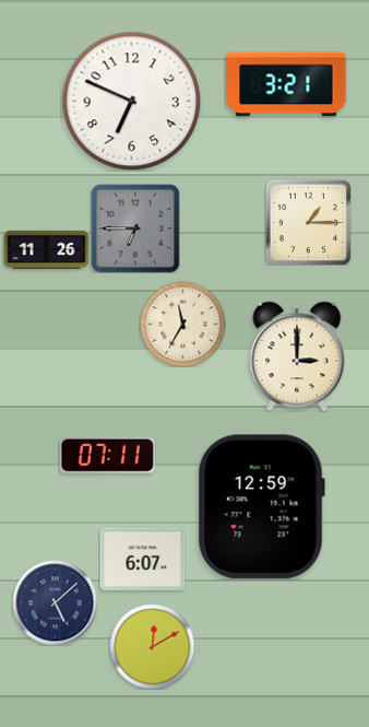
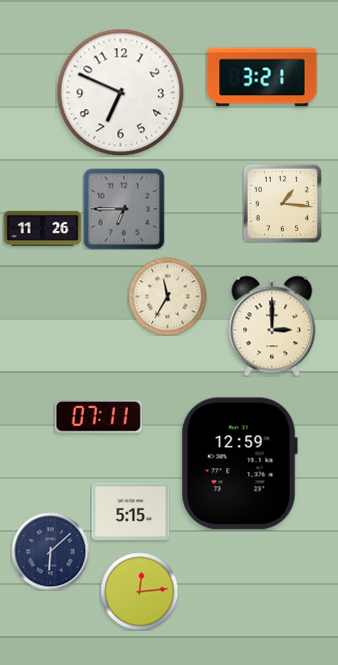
clock at (308, 222): 1:15 -> 1:16
clock at (142, 559): 6:07 -> 5:15
clock at (55, 602): 5:08 -> 6:08
clock at (152, 646): 12:10 -> 12:14
